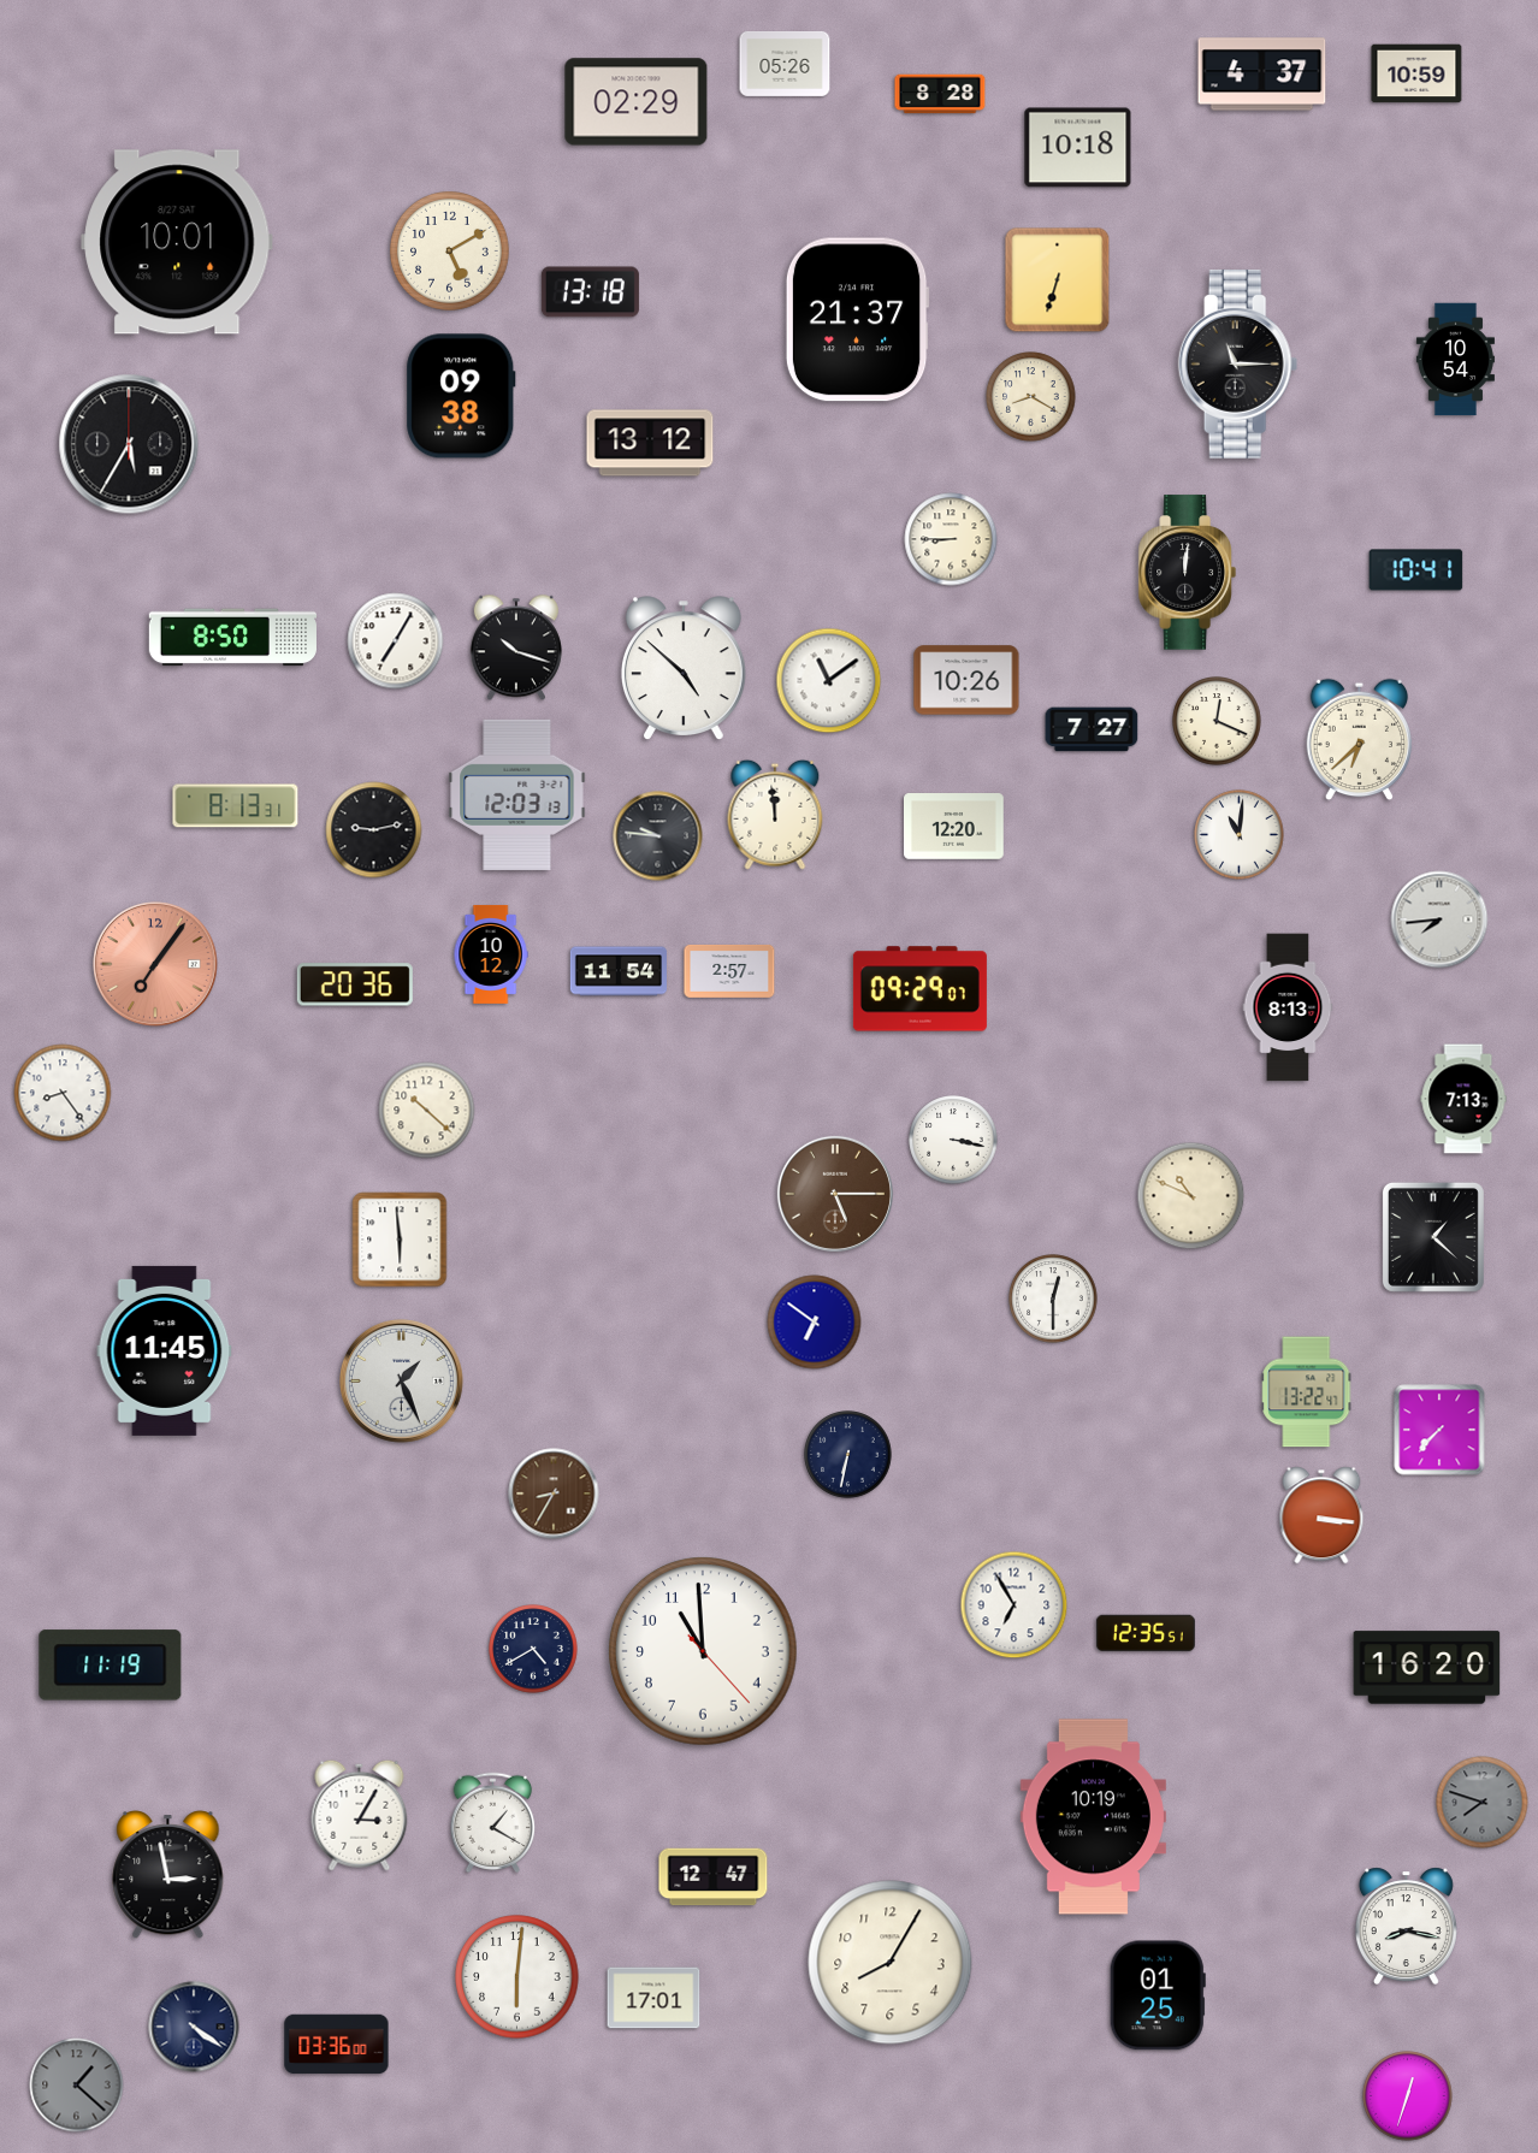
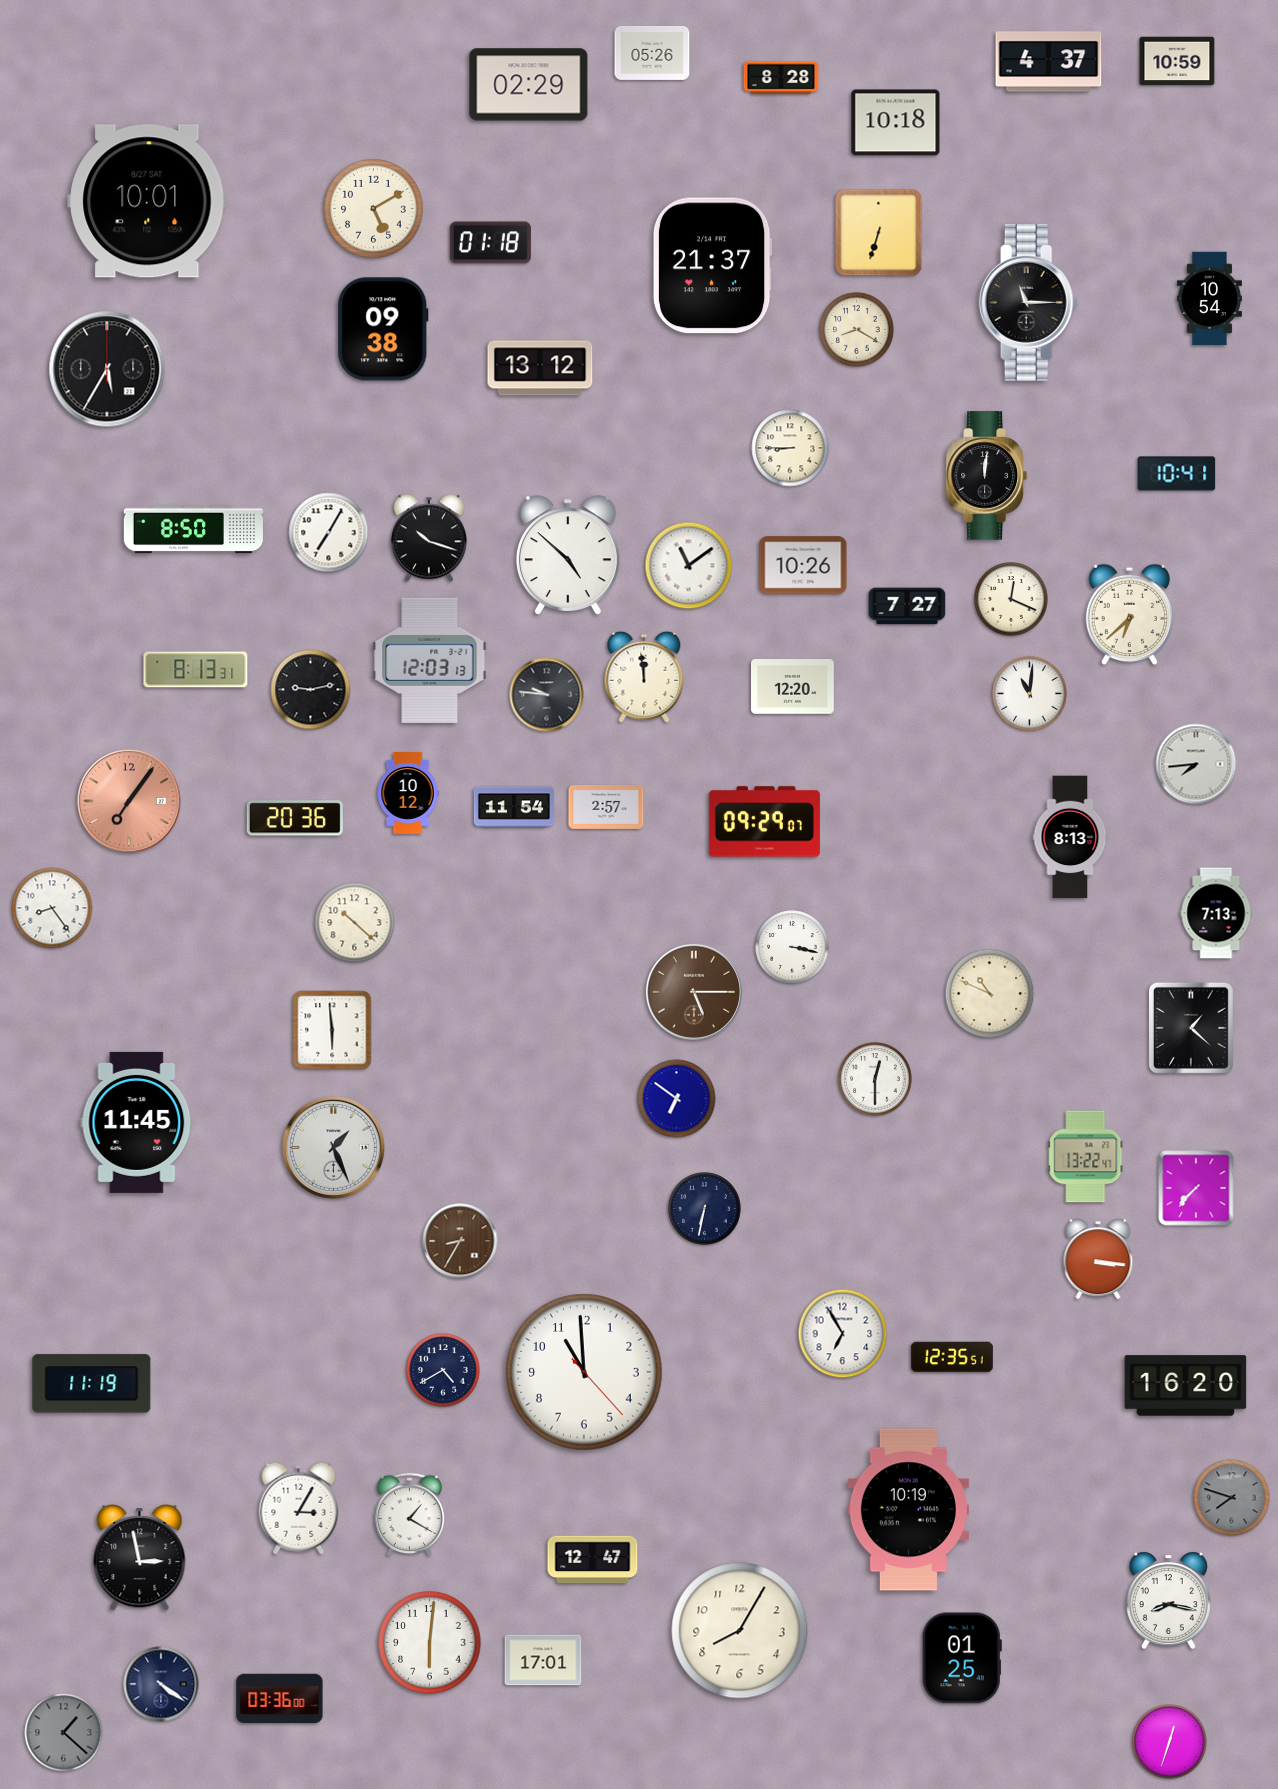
clock at (590, 292): 13:18 -> 01:18
